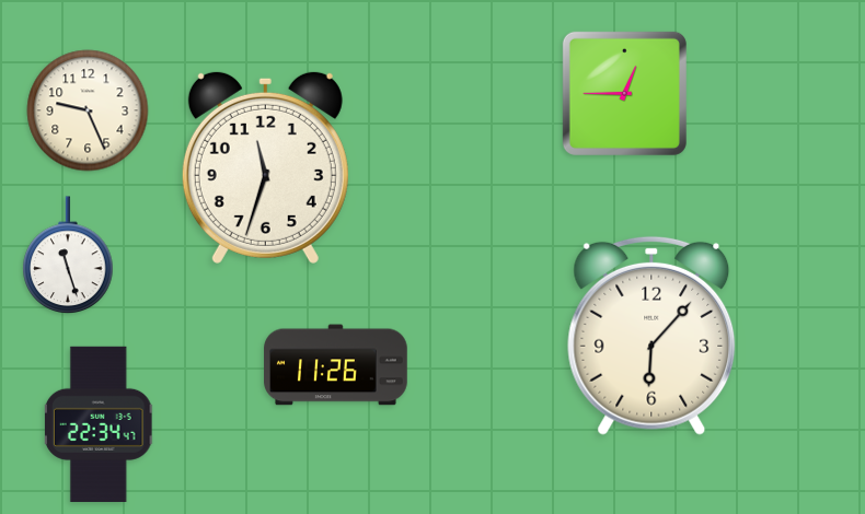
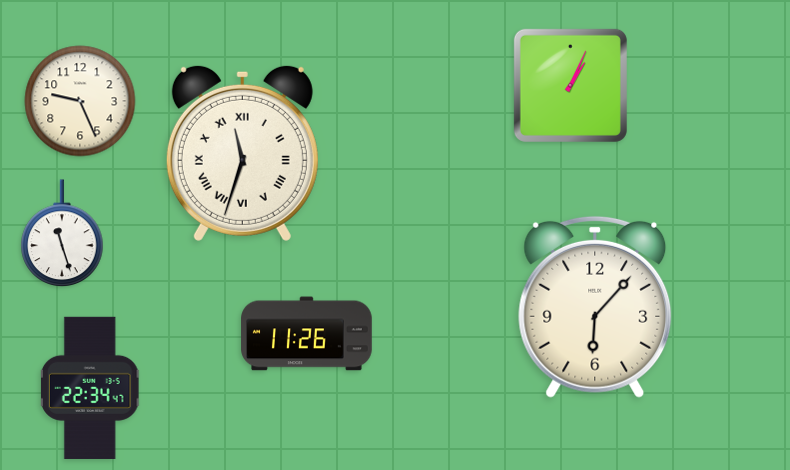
clock at (624, 93): 12:45 -> 1:04
clock at (265, 167) numerals: Arabic -> Roman
